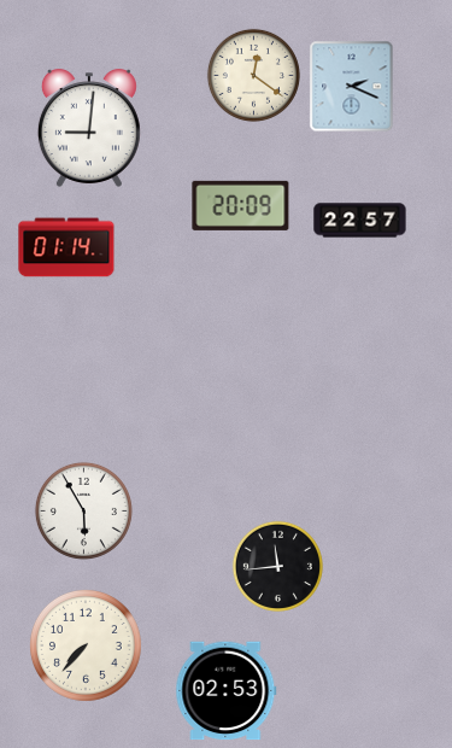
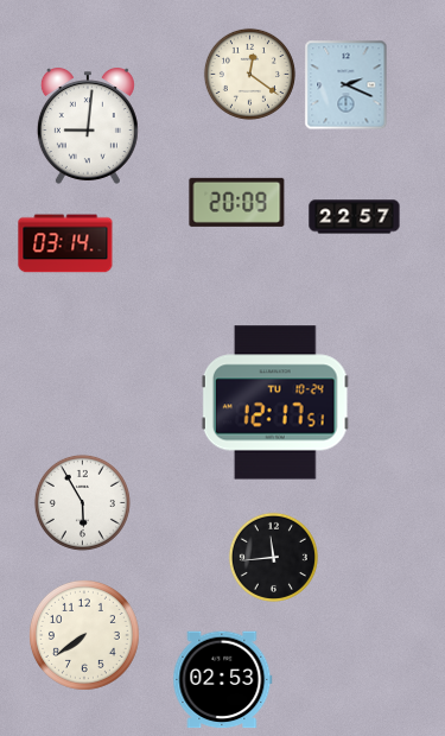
clock at (66, 247): 01:14 -> 03:14
clock at (275, 402): none -> 12:17
clock at (86, 645): 7:37 -> 7:39
